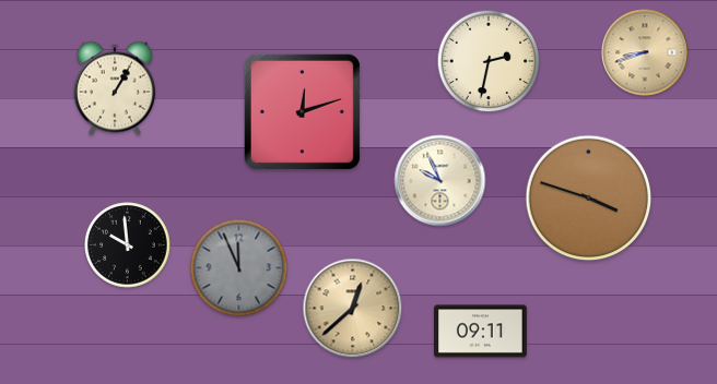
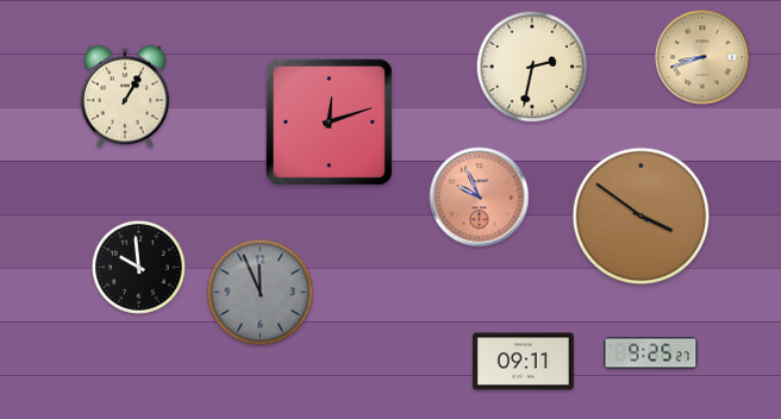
clock at (440, 181) dial: cream -> salmon
clock at (589, 199): 3:48 -> 3:51
clock at (353, 309): 12:38 -> none
clock at (651, 354): none -> 9:25
